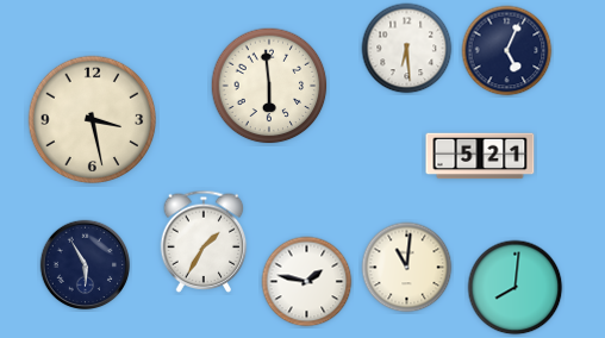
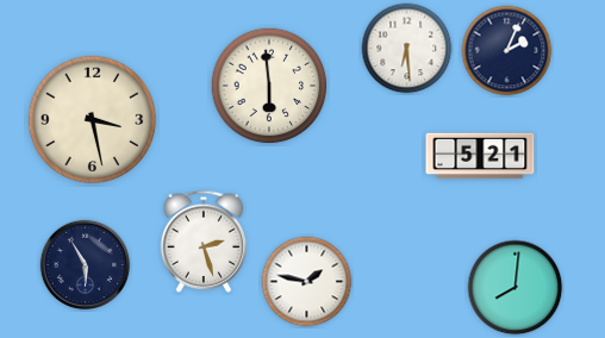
clock at (507, 51): 5:04 -> 2:04
clock at (204, 242): 1:35 -> 2:27
clock at (407, 268): 11:01 -> none
